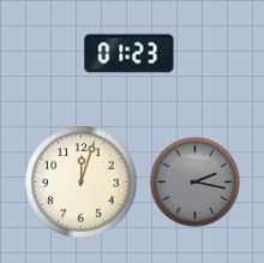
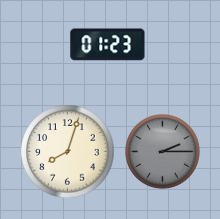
clock at (82, 183): 12:03 -> 8:03
clock at (196, 183): 2:17 -> 2:15
